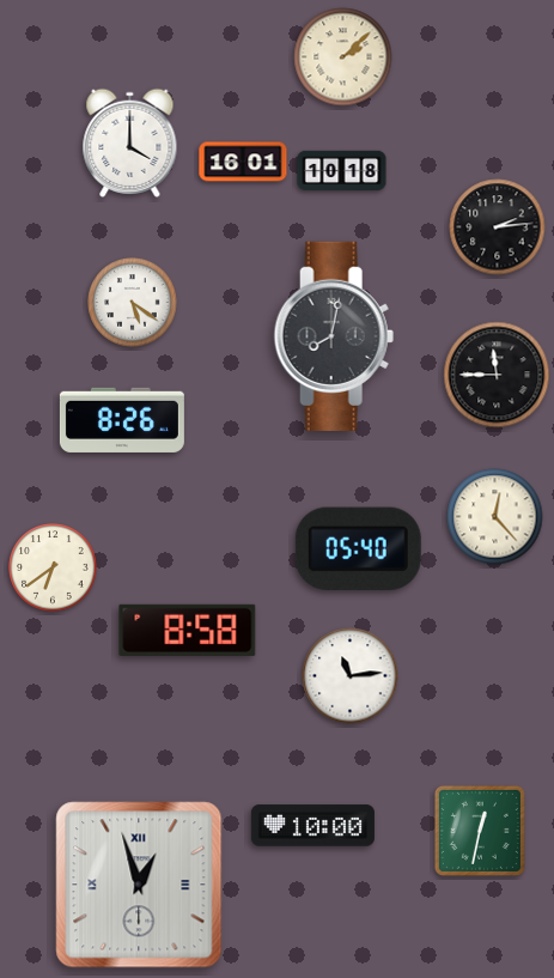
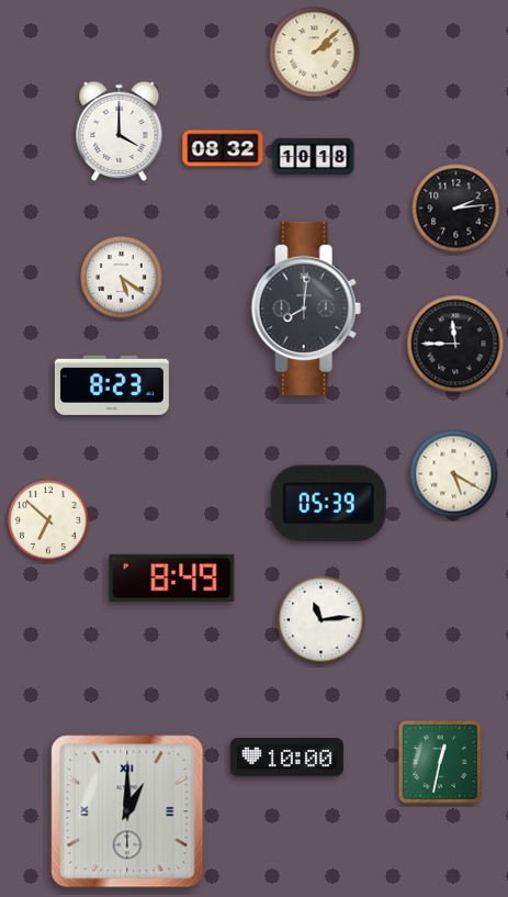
clock at (243, 162): 16:01 -> 08:32
clock at (334, 336): 8:02 -> 8:01
clock at (122, 420): 8:26 -> 8:23
clock at (495, 517): 12:23 -> 5:20
clock at (358, 548): 05:40 -> 05:39
clock at (53, 567): 6:39 -> 6:52
clock at (188, 630): 8:58 -> 8:49
clock at (139, 885): 12:57 -> 1:00
